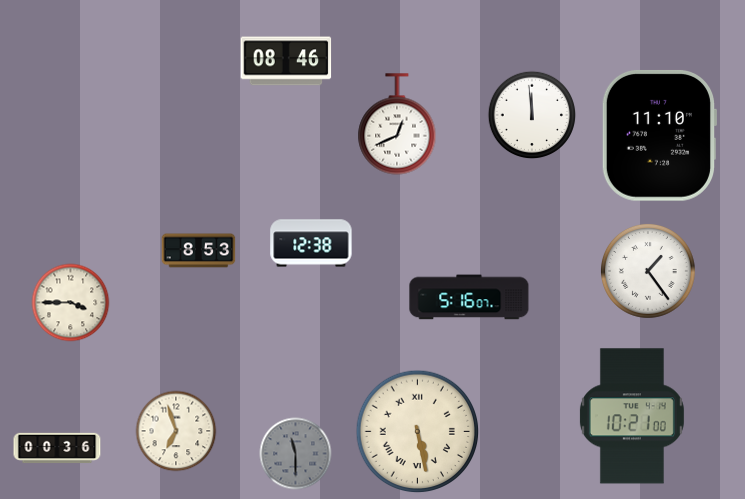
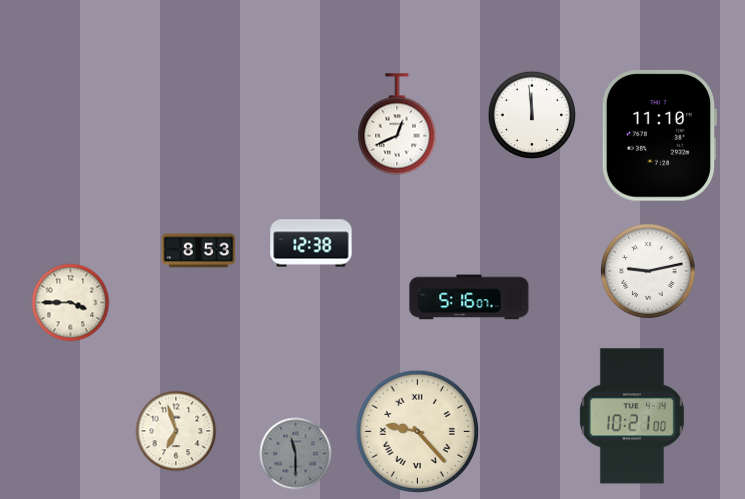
clock at (286, 61): 08:46 -> none
clock at (648, 271): 1:24 -> 9:13
clock at (418, 432): 5:28 -> 9:23
clock at (57, 448): 00:36 -> none
